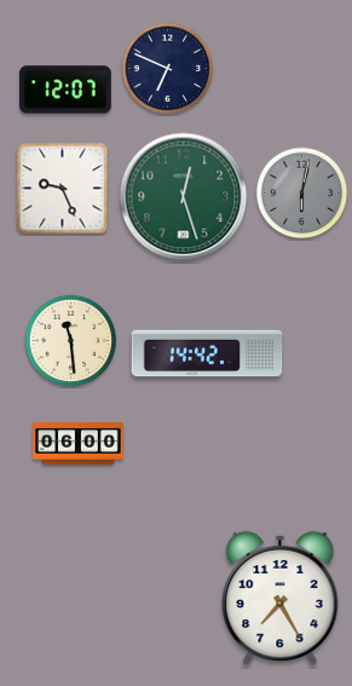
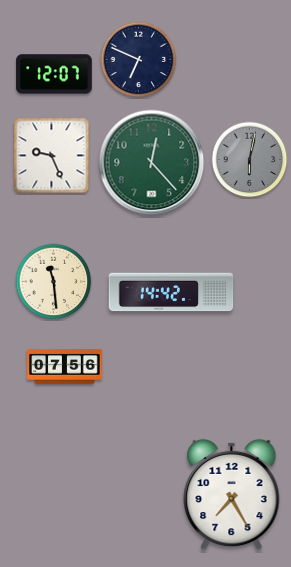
clock at (168, 69) position: (168, 69) -> (139, 60)
clock at (184, 197): 12:27 -> 12:23
clock at (71, 341) position: (71, 341) -> (54, 282)
clock at (79, 444): 06:00 -> 07:56
